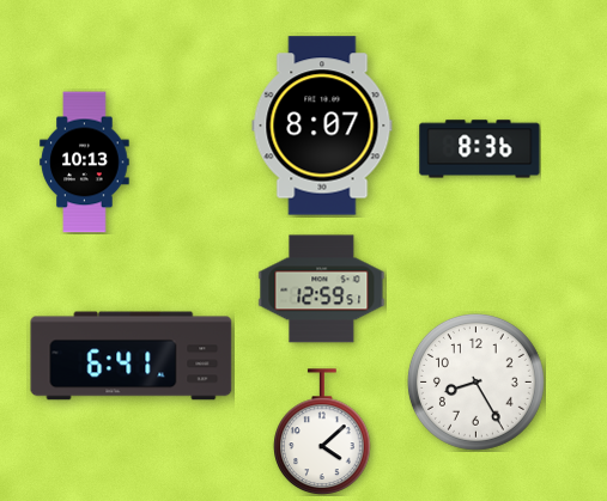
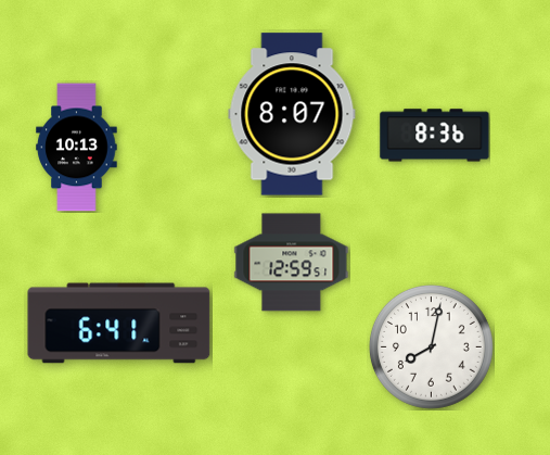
clock at (475, 381): 8:25 -> 8:02
clock at (322, 432): 4:08 -> none
